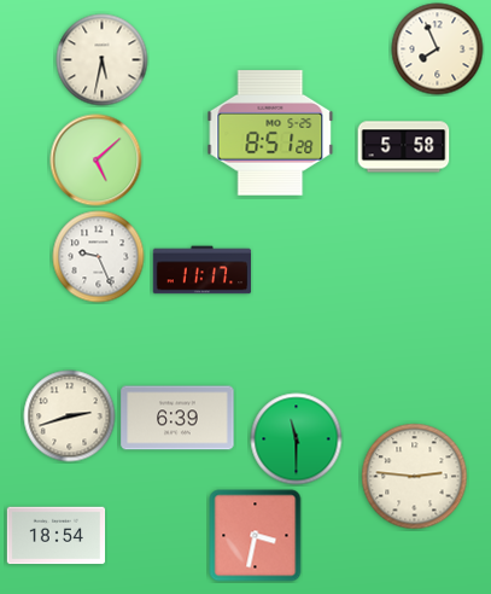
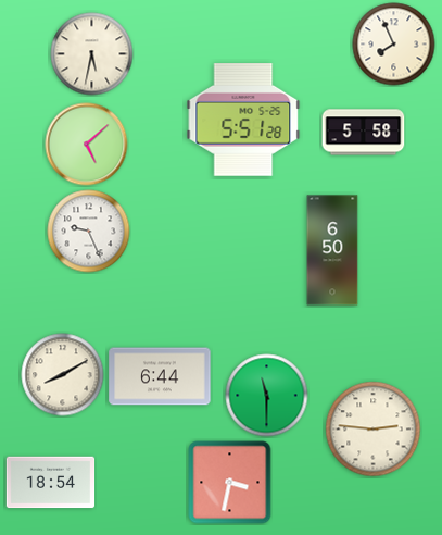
clock at (270, 133): 8:51 -> 5:51
clock at (203, 270): 11:17 -> none
clock at (332, 250): none -> 6:50
clock at (70, 417): 2:42 -> 8:10
clock at (177, 418): 6:39 -> 6:44
